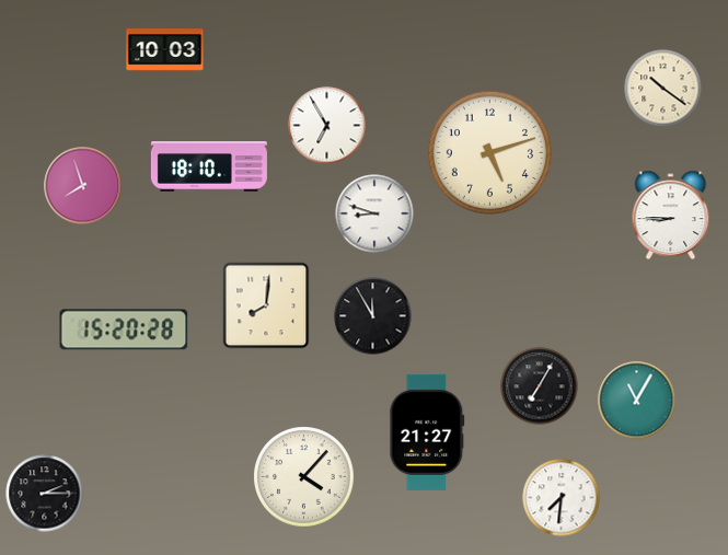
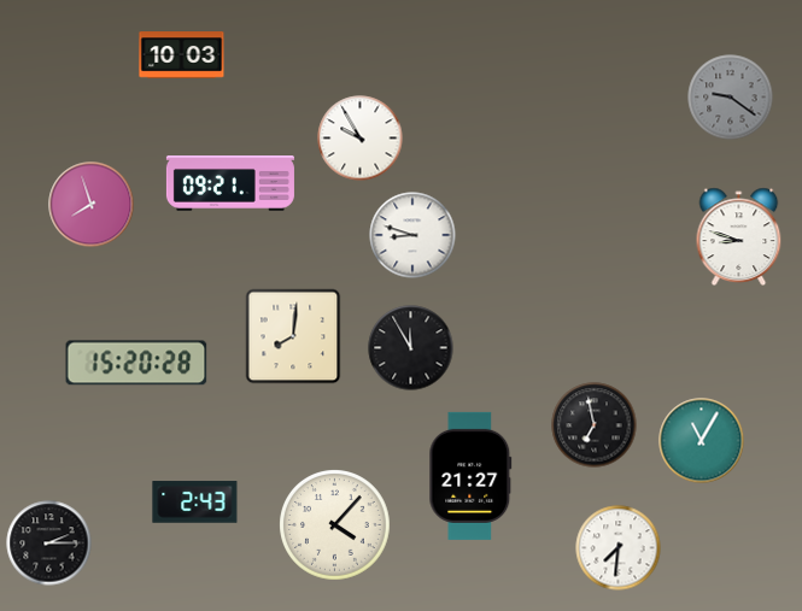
clock at (663, 89): 10:21 -> 9:21
clock at (663, 89) dial: cream -> grey
clock at (327, 126): 6:55 -> 9:55
clock at (489, 152): 5:12 -> none
clock at (209, 167): 18:10 -> 09:21
clock at (671, 215): 8:45 -> 8:48
clock at (540, 386): 7:05 -> 6:58
clock at (195, 503): none -> 2:43
